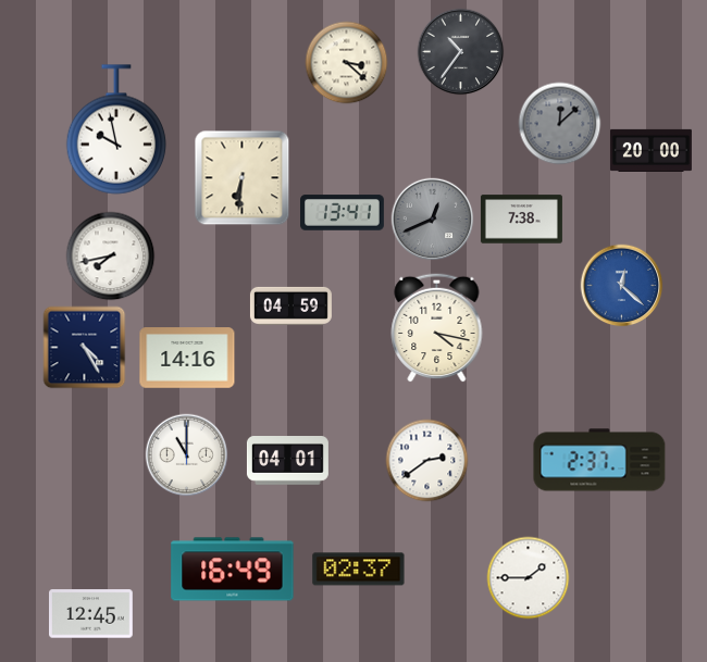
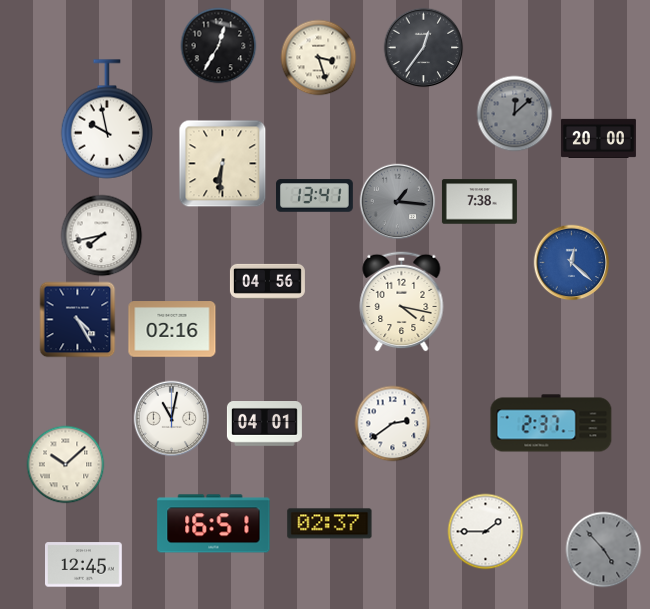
clock at (219, 46): none -> 12:35
clock at (461, 52): 10:36 -> 12:36
clock at (347, 63): 3:22 -> 3:27
clock at (433, 220): 12:41 -> 1:16
clock at (290, 305): 04:59 -> 04:56
clock at (187, 358): 14:16 -> 02:16
clock at (187, 455): 11:00 -> 11:02
clock at (66, 465): none -> 10:08
clock at (233, 570): 16:49 -> 16:51
clock at (604, 550): none -> 4:53
